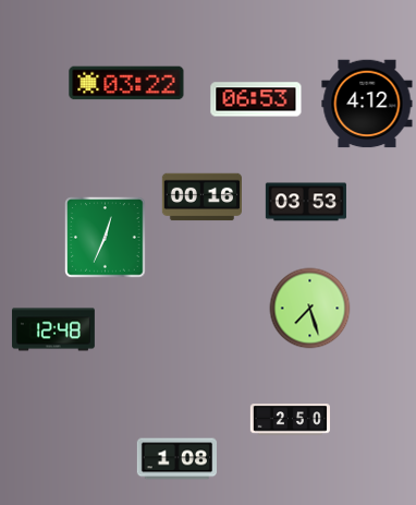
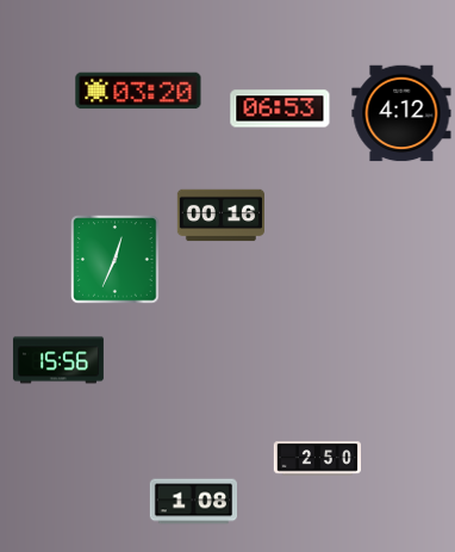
clock at (126, 83): 03:22 -> 03:20
clock at (306, 202): 03:53 -> none
clock at (310, 309): 7:27 -> none
clock at (53, 329): 12:48 -> 15:56
